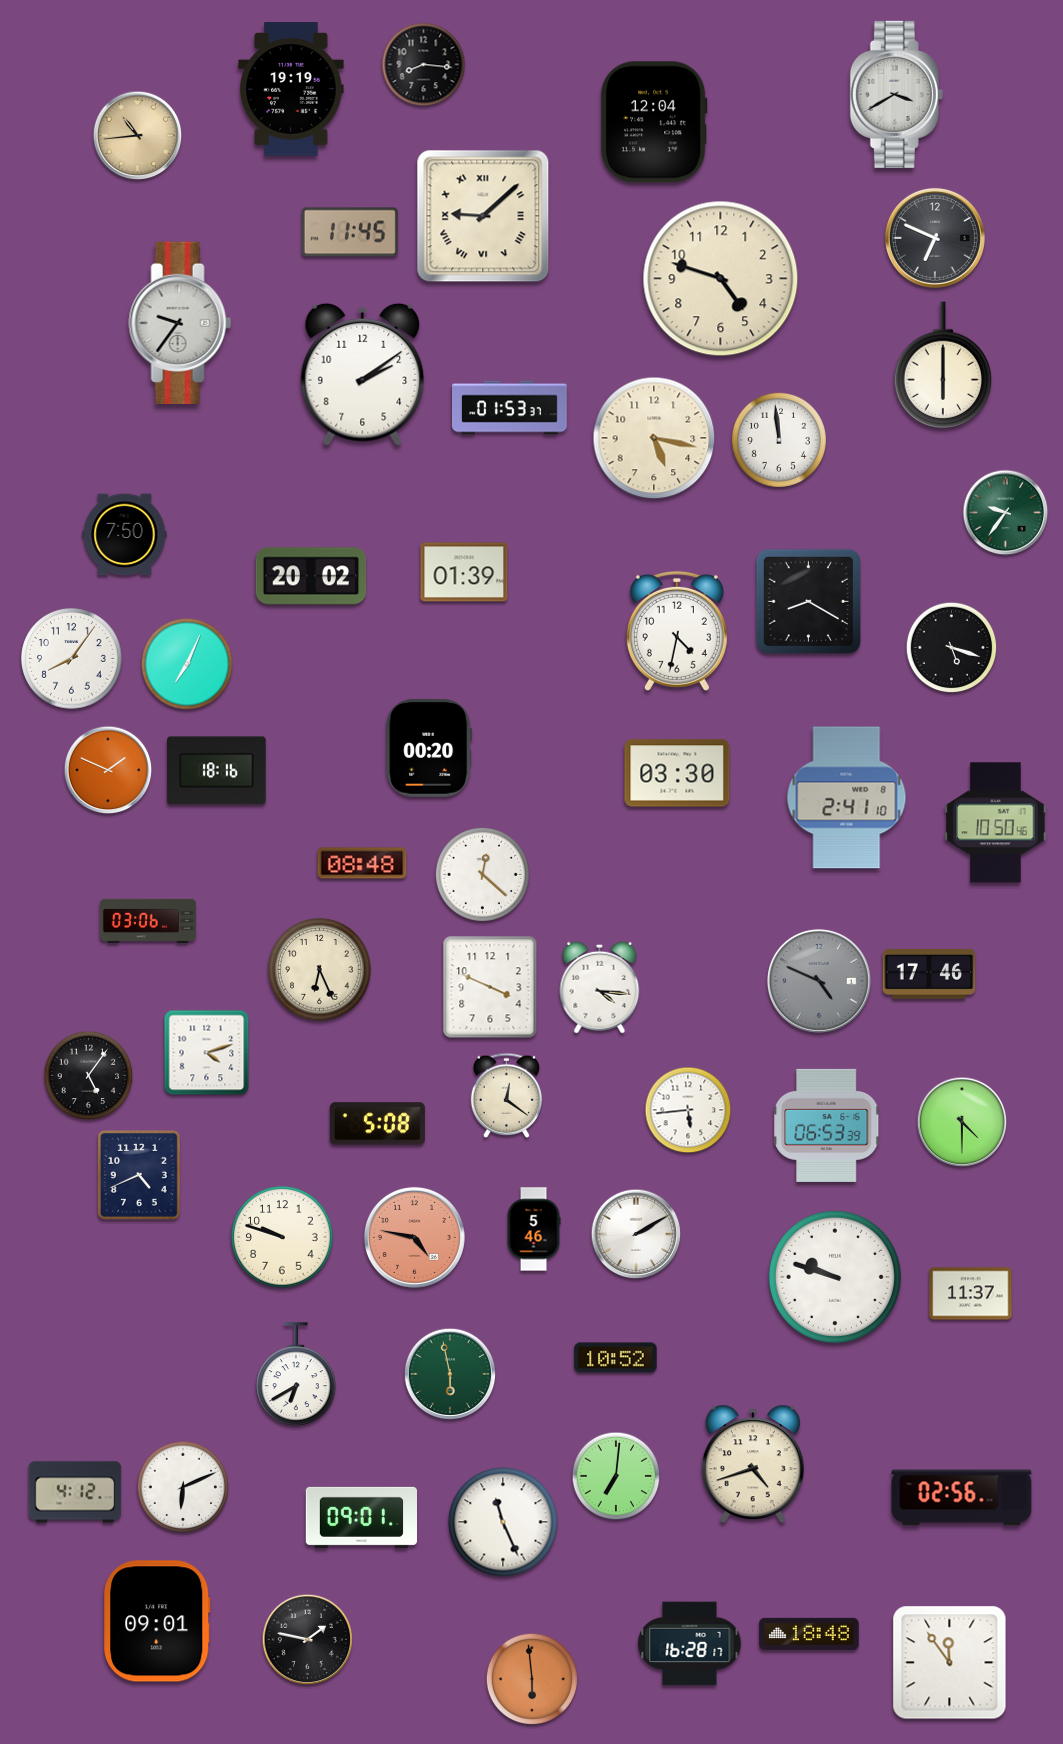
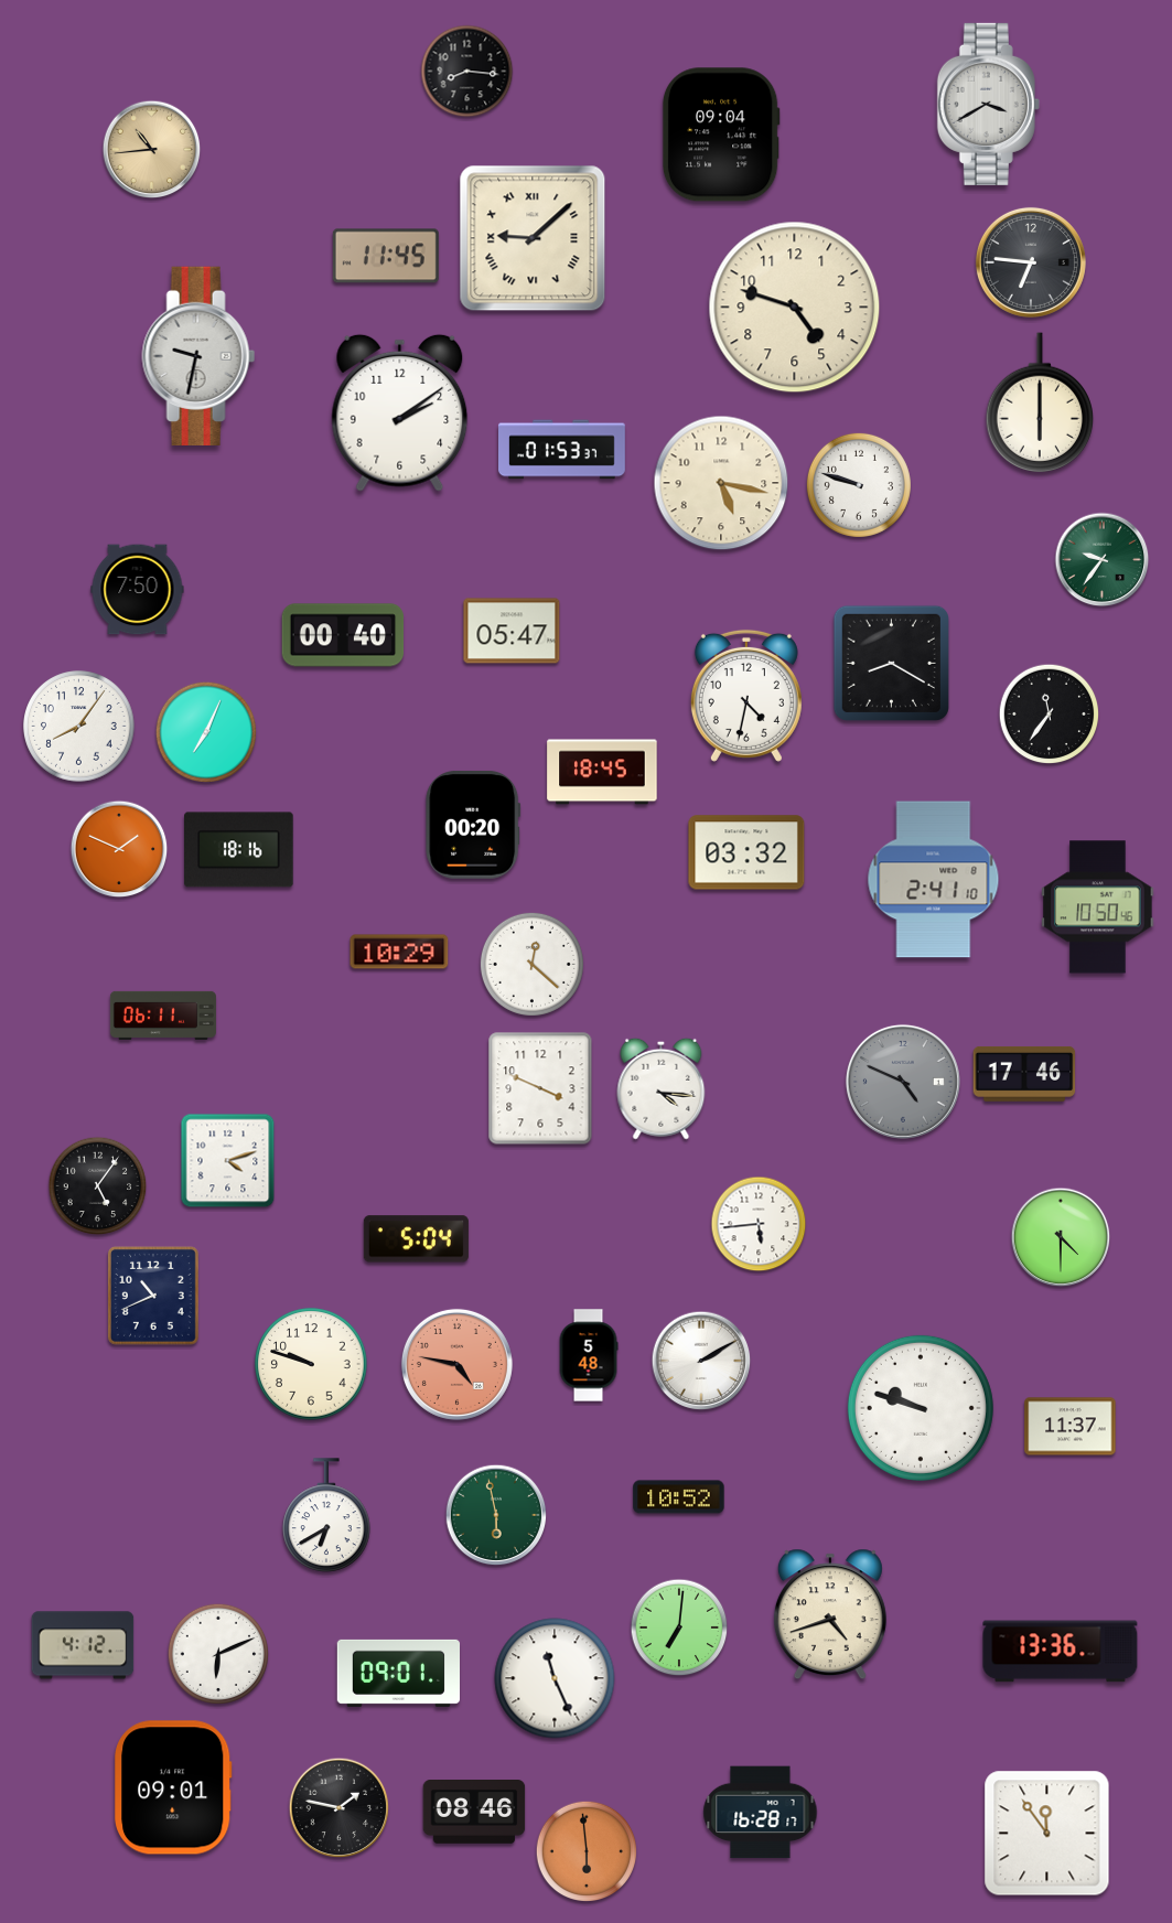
clock at (291, 89): 19:19 -> none
clock at (654, 122): 12:04 -> 09:04
clock at (935, 238): 6:49 -> 6:46
clock at (180, 322): 9:36 -> 9:32
clock at (779, 440): 11:59 -> 9:48
clock at (1006, 513) position: (1006, 513) -> (1103, 560)
clock at (464, 572): 01:39 -> 05:47
clock at (311, 576): 20:02 -> 00:40
clock at (952, 648): 5:18 -> 11:36
clock at (602, 772): none -> 18:45
clock at (677, 773): 03:30 -> 03:32
clock at (362, 863): 08:48 -> 10:29
clock at (148, 921): 03:06 -> 06:11
clock at (320, 970): 6:26 -> none
clock at (507, 1095): 12:21 -> none
clock at (377, 1124): 5:08 -> 5:04
clock at (827, 1125): 06:53 -> none
clock at (139, 1175): 4:41 -> 10:41
clock at (534, 1229): 5:46 -> 5:48
clock at (183, 1487) position: (183, 1487) -> (218, 1654)
clock at (962, 1498): 02:56 -> 13:36
clock at (809, 1634): 18:48 -> none
clock at (474, 1813): none -> 08:46
